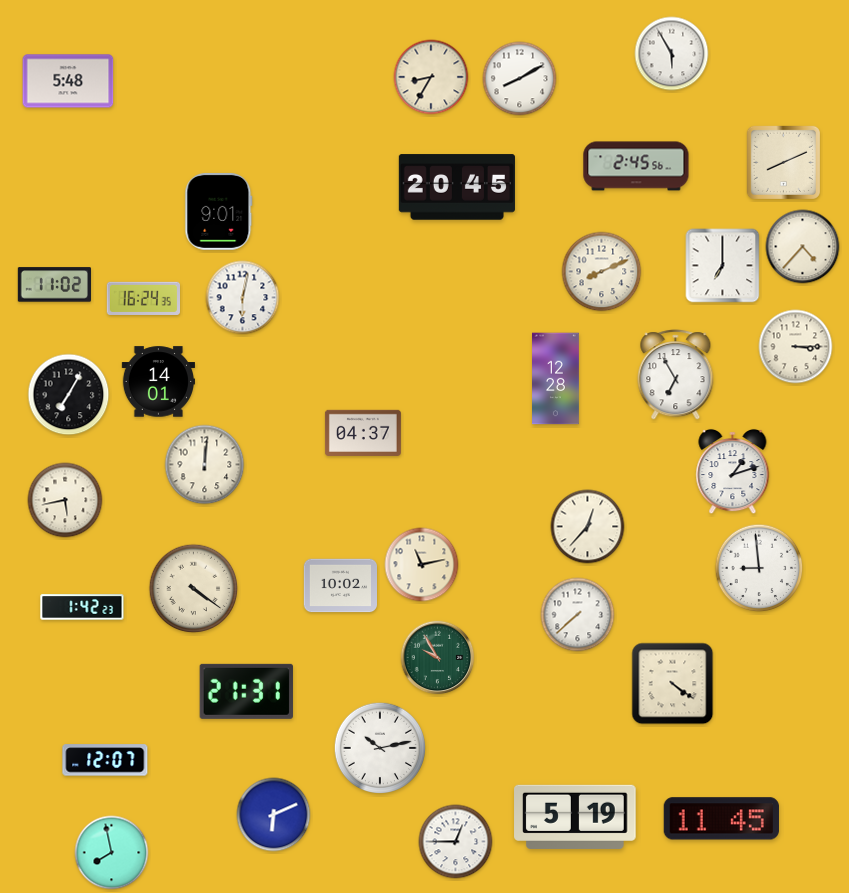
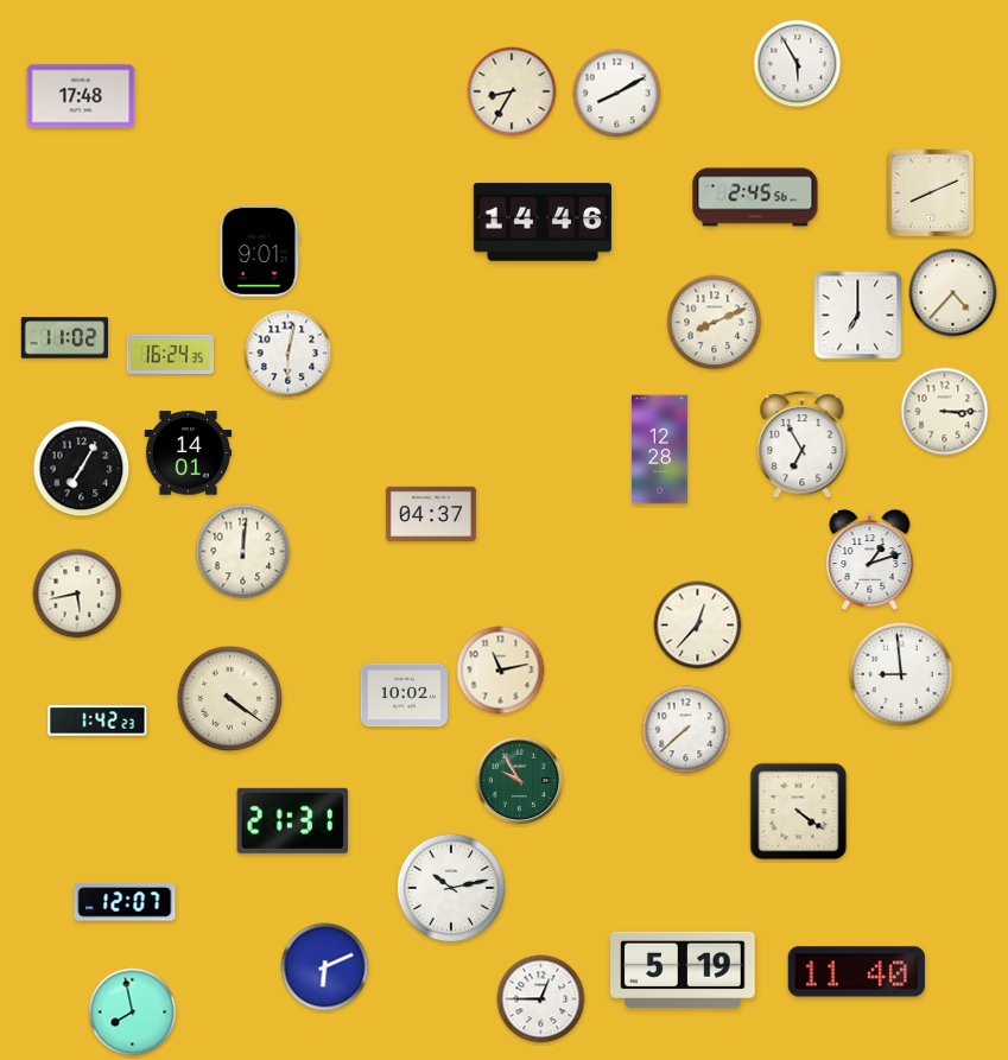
clock at (68, 81): 5:48 -> 17:48
clock at (456, 187): 20:45 -> 14:46
clock at (721, 819): 11:45 -> 11:40
